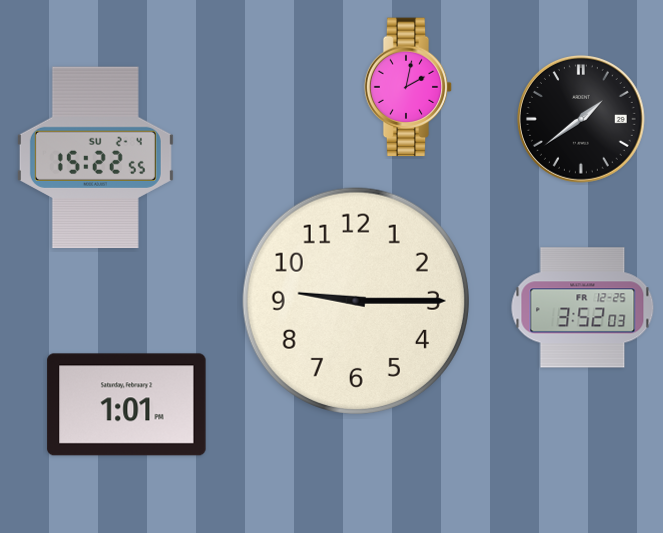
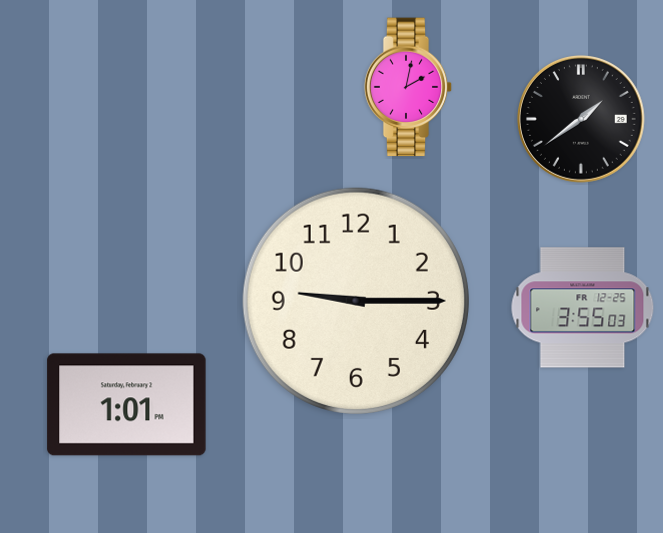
clock at (95, 158): 15:22 -> none
clock at (583, 308): 3:52 -> 3:55
